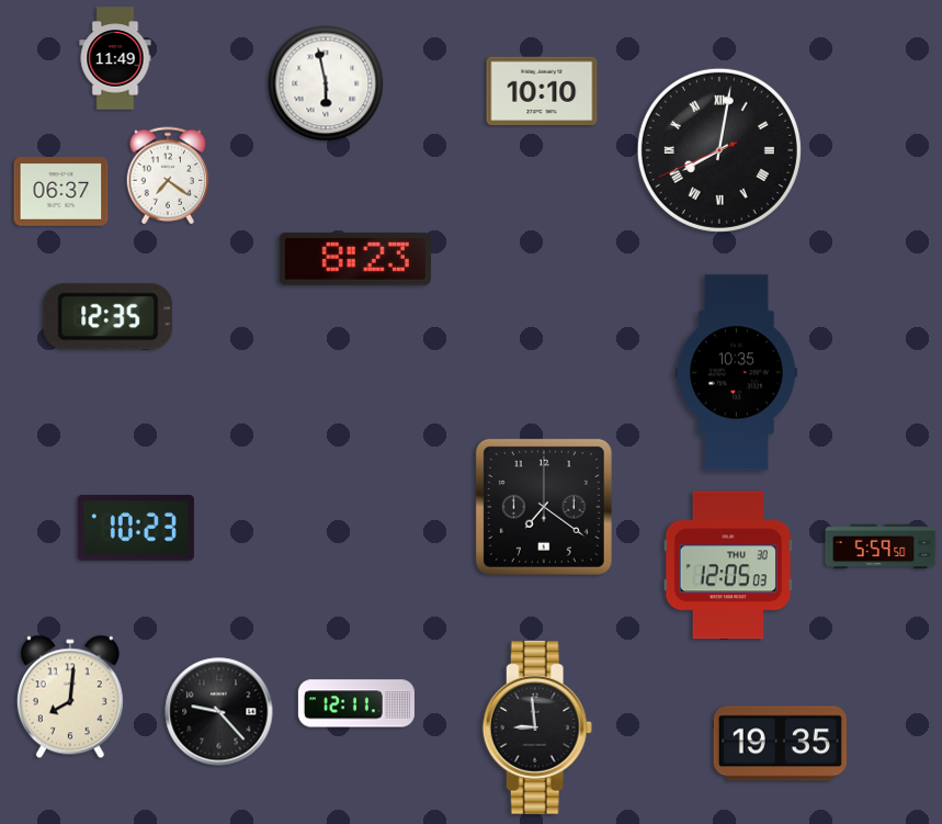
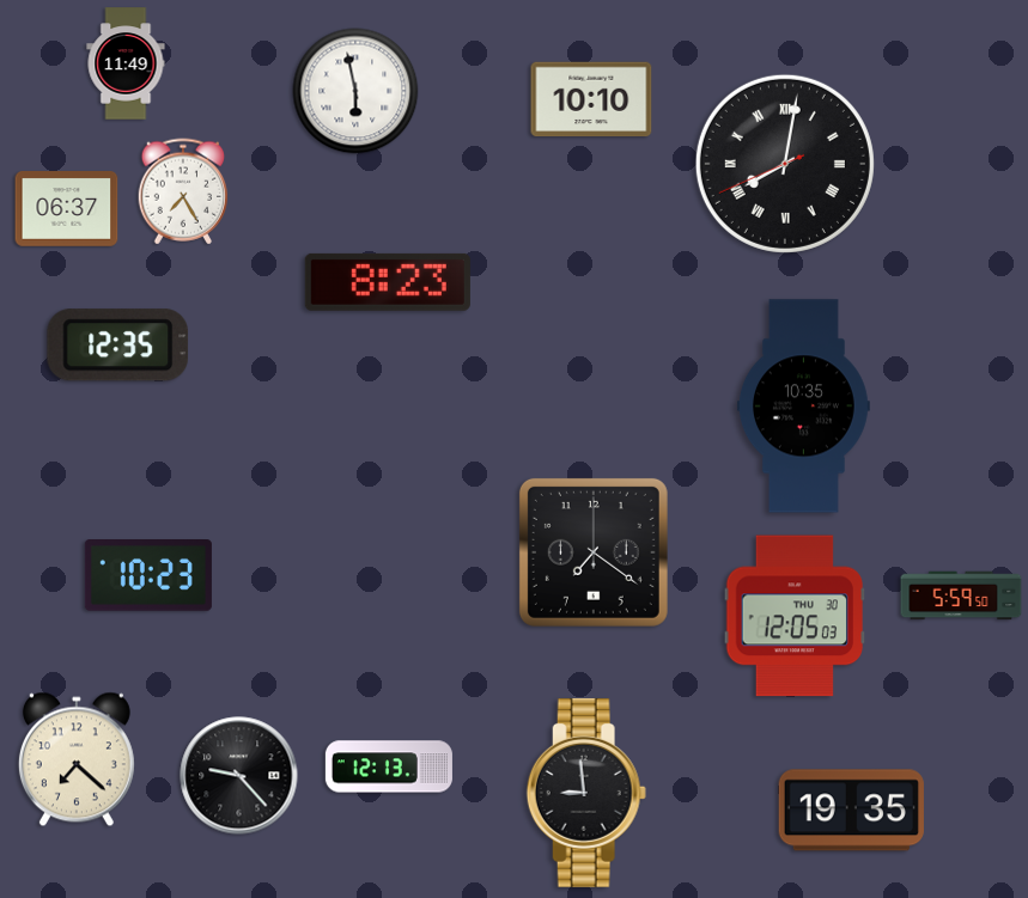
clock at (168, 176): 7:21 -> 7:25
clock at (70, 697): 8:01 -> 7:22
clock at (356, 703): 12:11 -> 12:13
